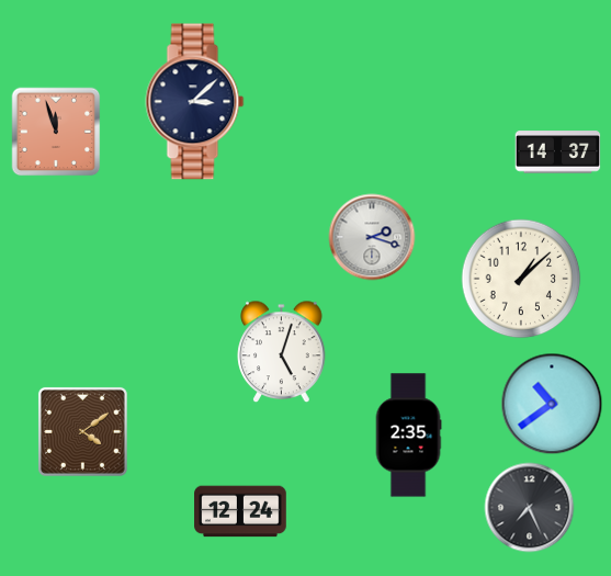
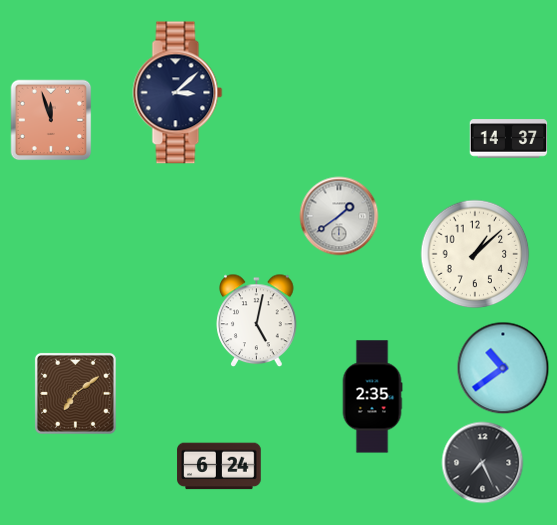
clock at (372, 237): 2:18 -> 1:39
clock at (282, 352): 5:03 -> 5:02
clock at (82, 431): 4:09 -> 7:09
clock at (240, 511): 12:24 -> 6:24
